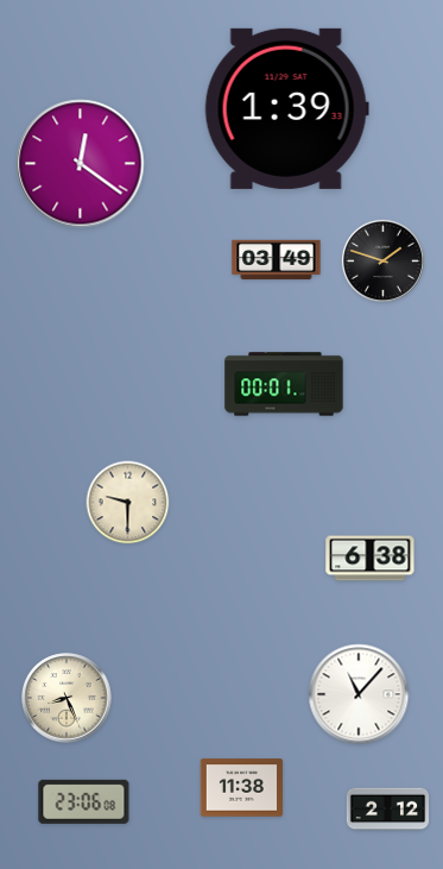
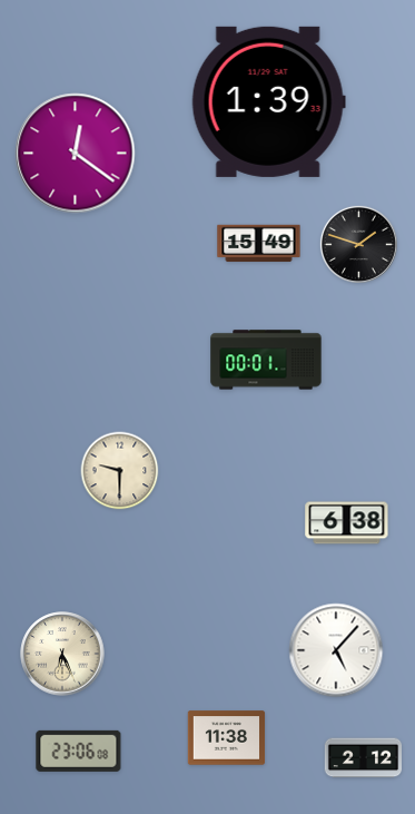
clock at (277, 260): 03:49 -> 15:49
clock at (359, 694): 11:07 -> 5:07
clock at (67, 698): 8:26 -> 6:26
